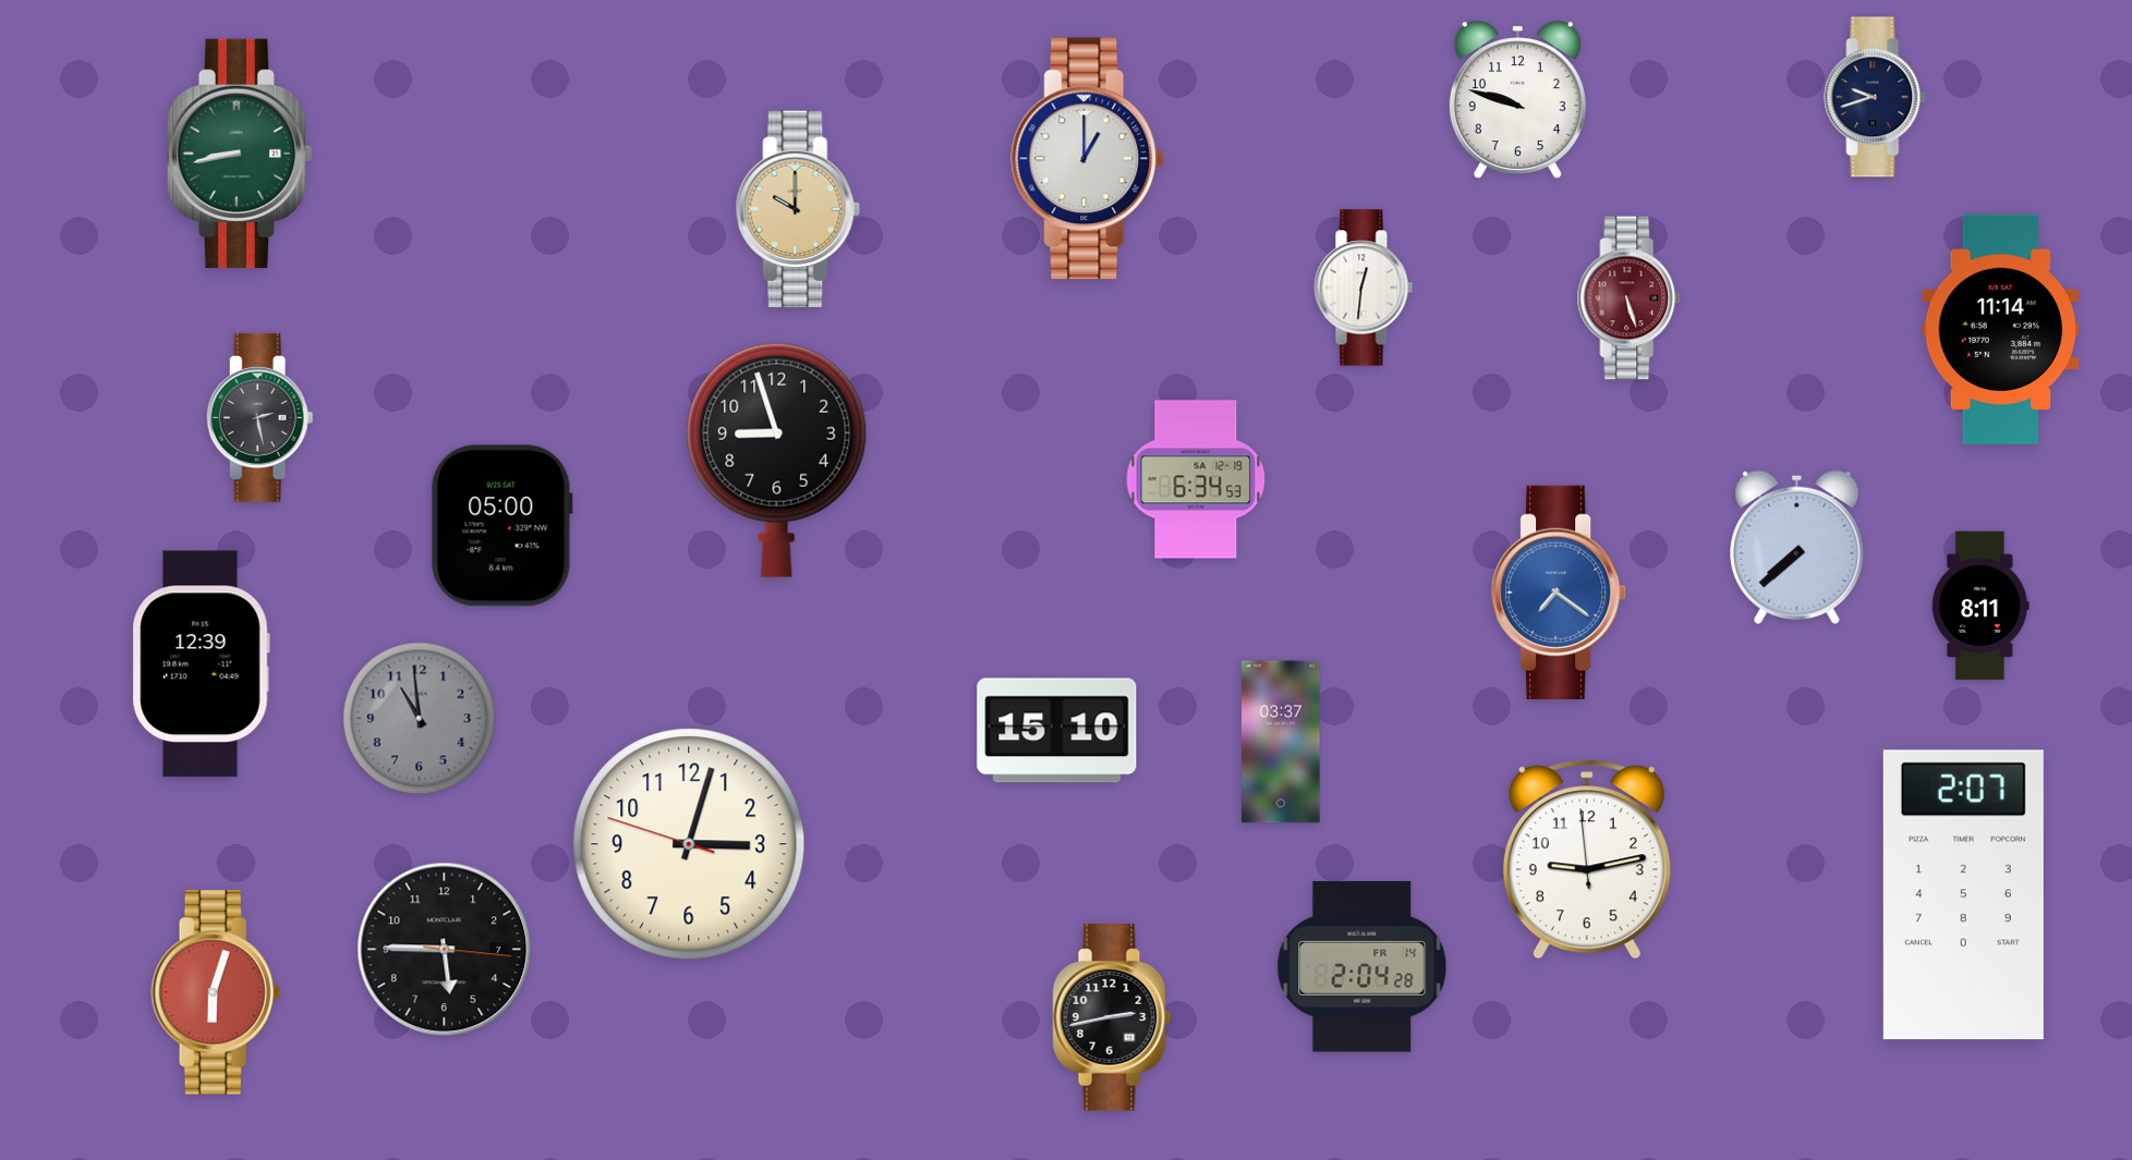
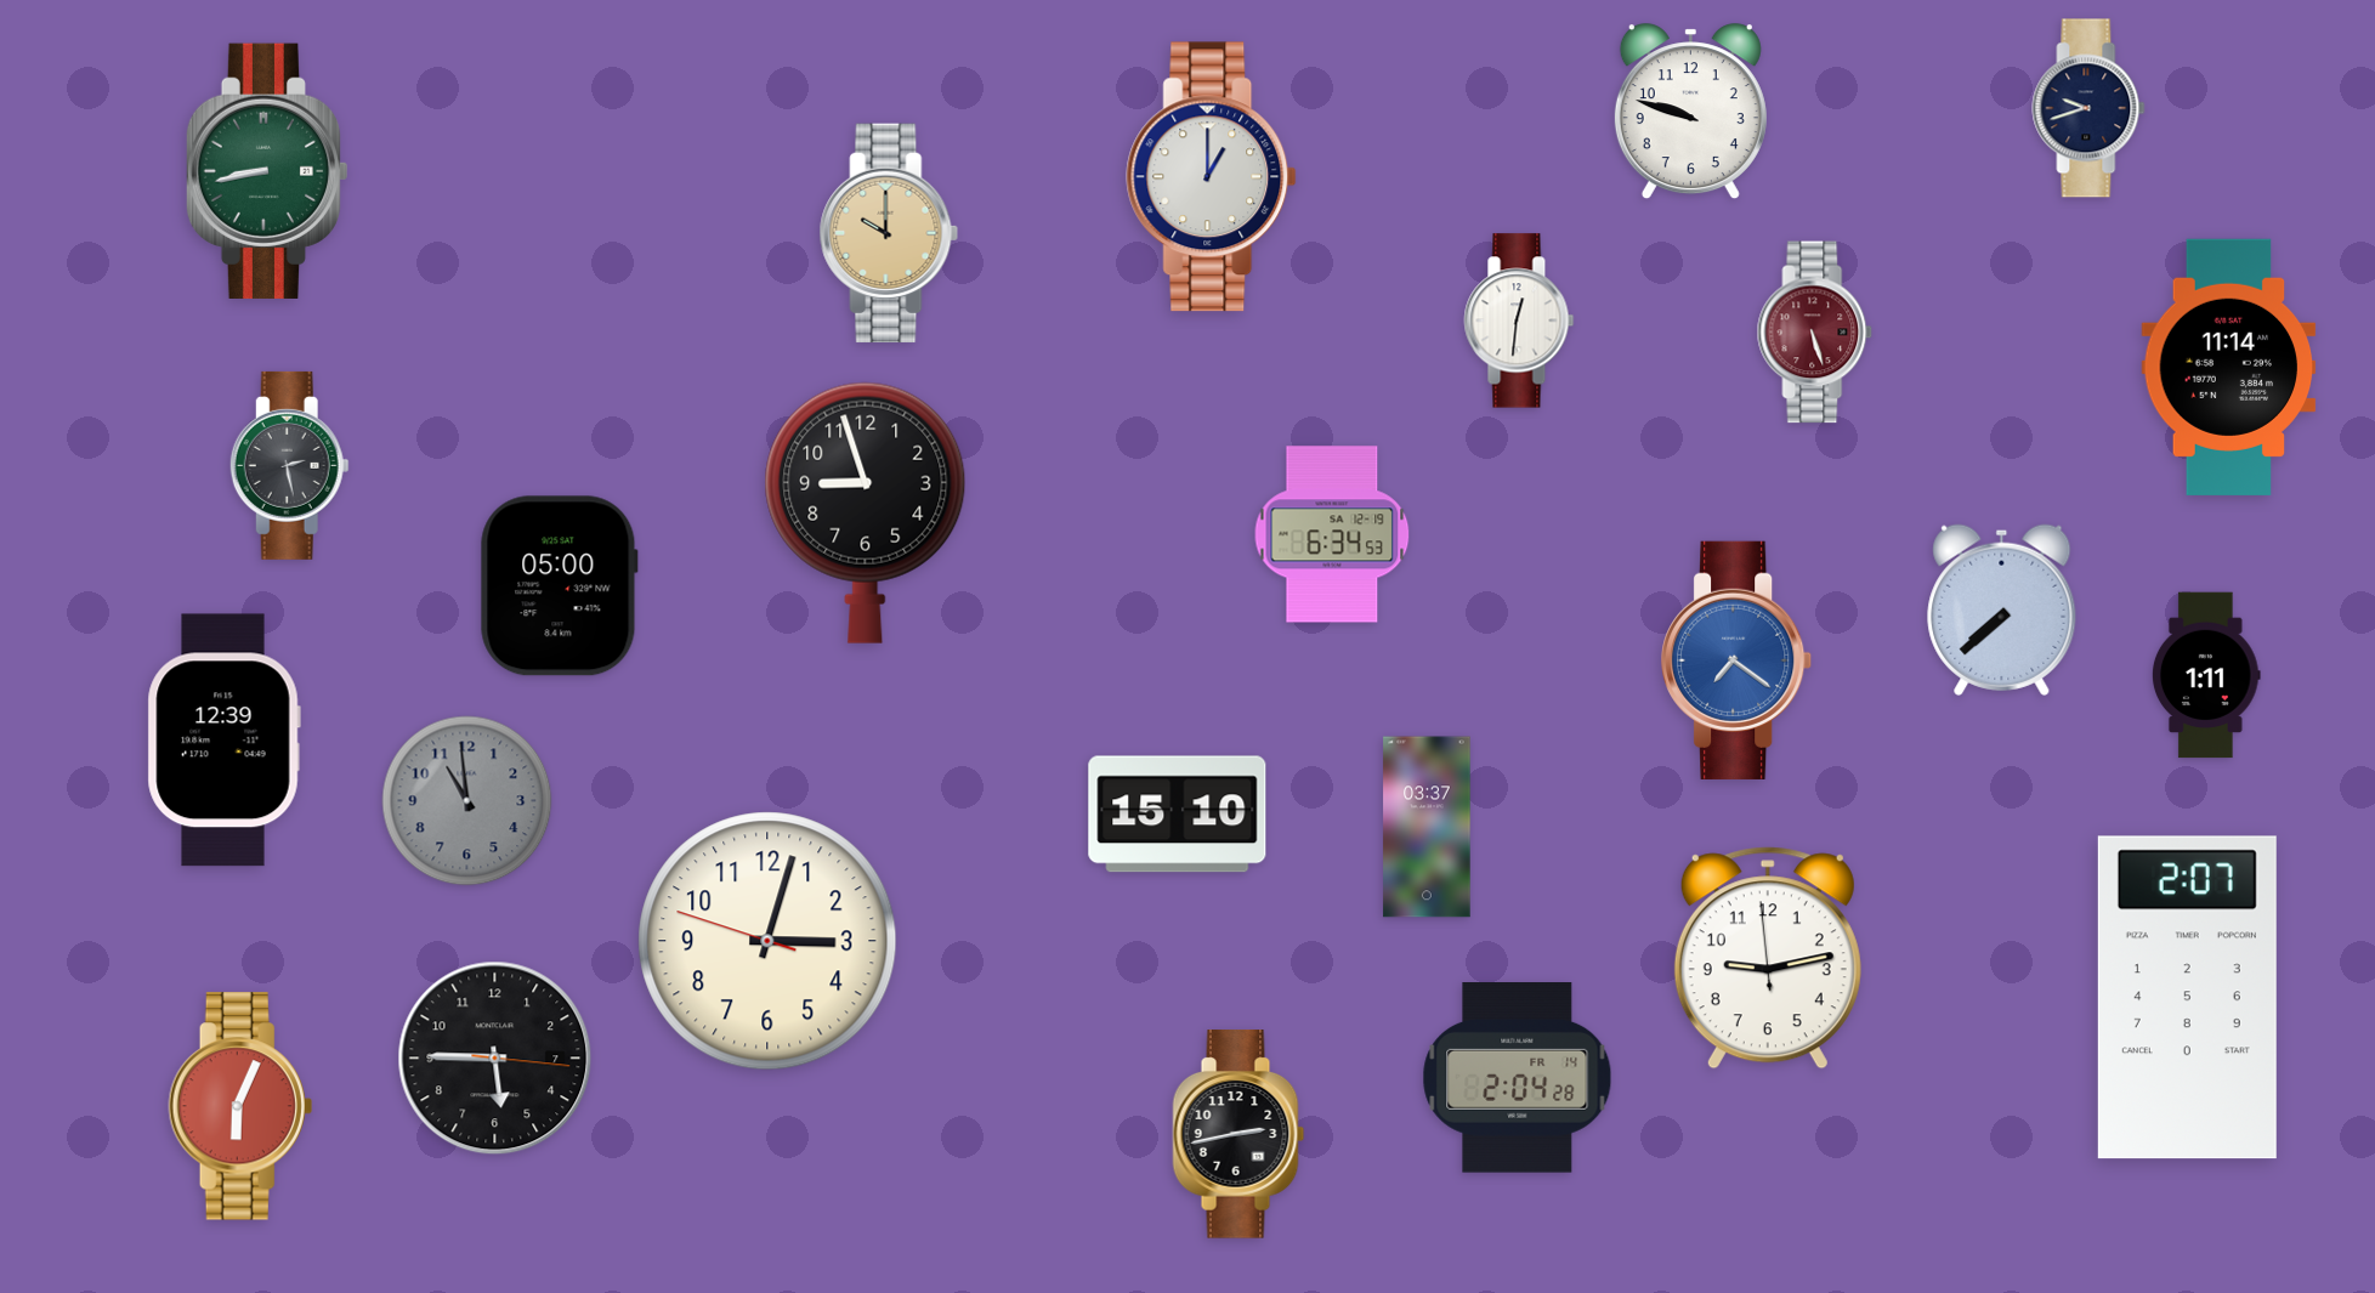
clock at (1980, 606): 8:11 -> 1:11
clock at (216, 992): 6:03 -> 6:04
